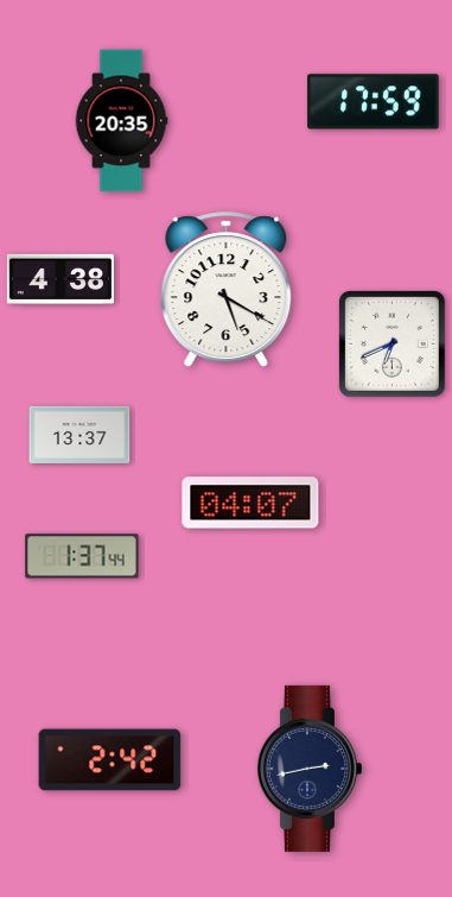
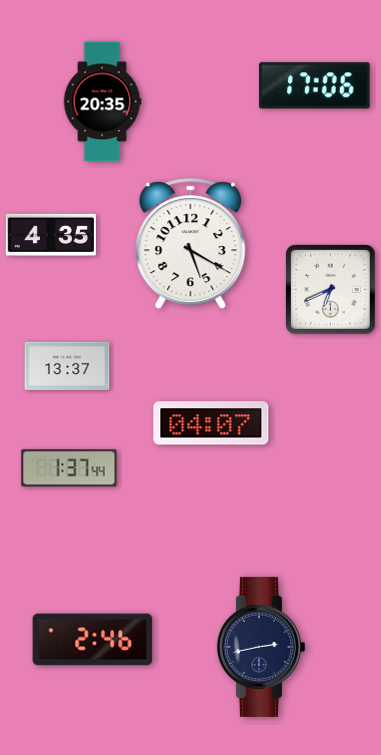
clock at (374, 102): 17:59 -> 17:06
clock at (61, 278): 4:38 -> 4:35
clock at (110, 760): 2:42 -> 2:46
